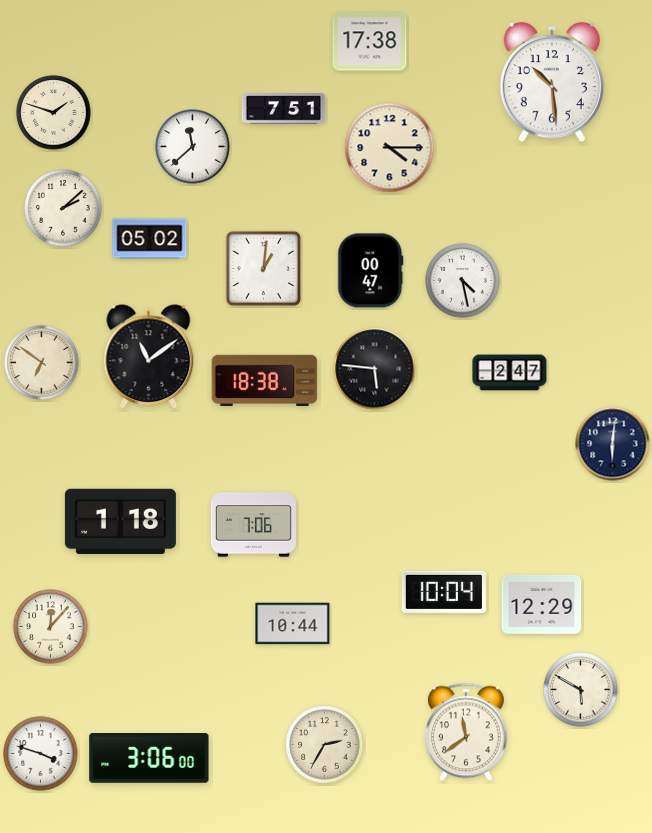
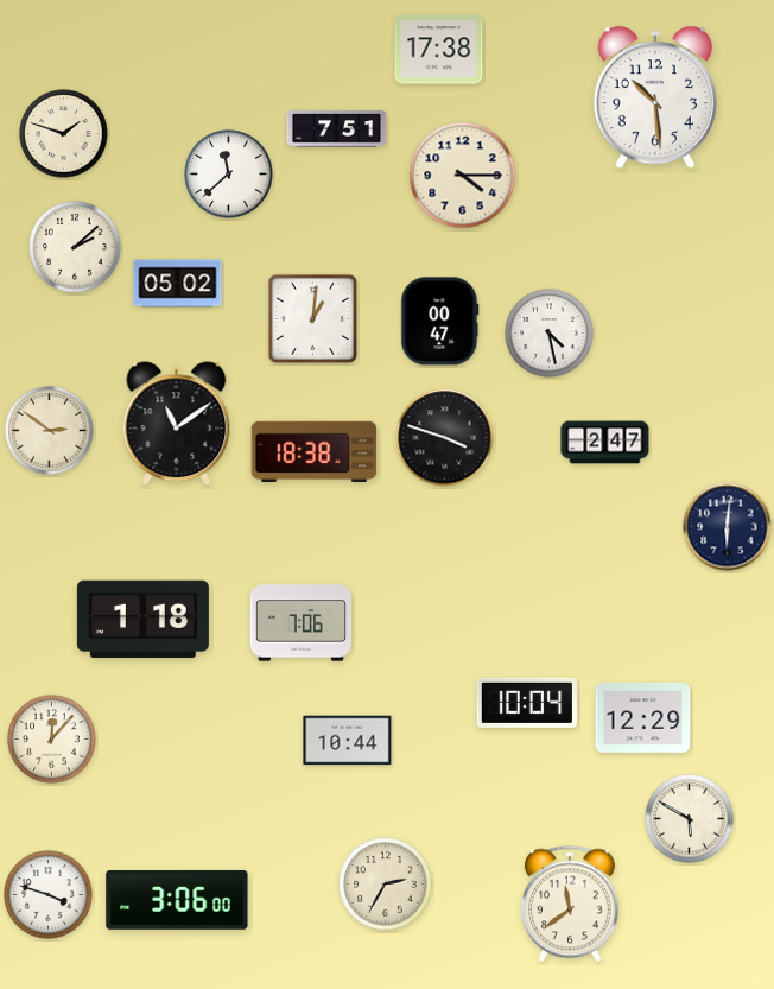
clock at (42, 363): 6:51 -> 2:51
clock at (375, 369): 5:46 -> 3:48
clock at (51, 627) position: (51, 627) -> (52, 740)
clock at (467, 732) position: (467, 732) -> (571, 904)
